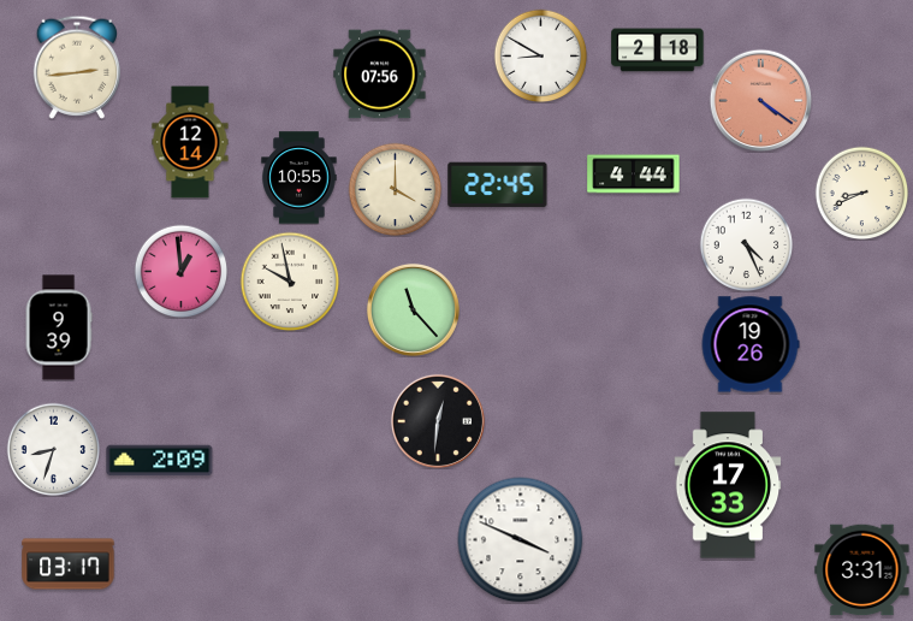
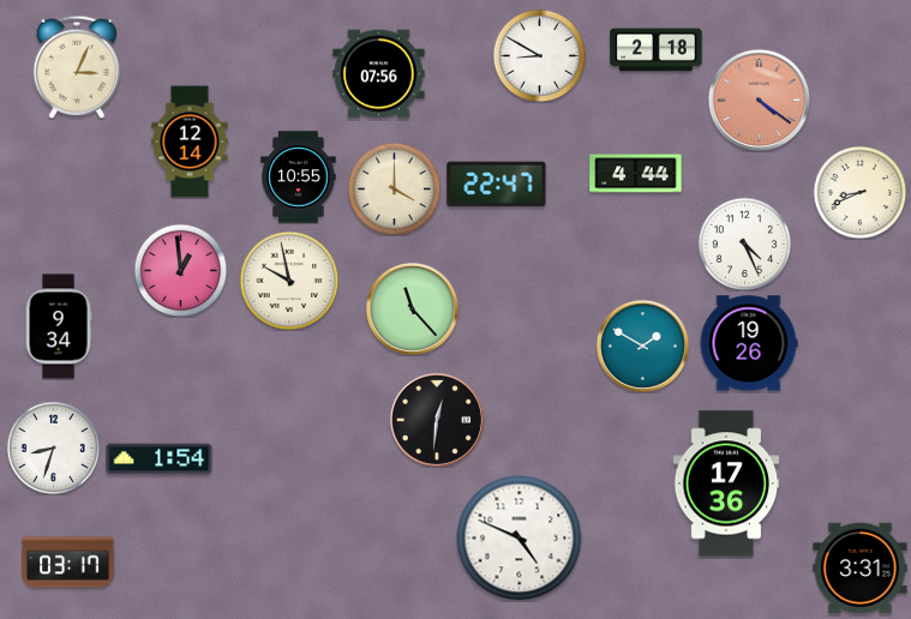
clock at (77, 67): 2:44 -> 3:04
clock at (634, 175) position: (634, 175) -> (636, 174)
clock at (498, 185): 22:45 -> 22:47
clock at (59, 327): 9:39 -> 9:34
clock at (642, 345): none -> 1:50
clock at (160, 461): 2:09 -> 1:54
clock at (728, 485): 17:33 -> 17:36
clock at (521, 540): 3:49 -> 4:49
